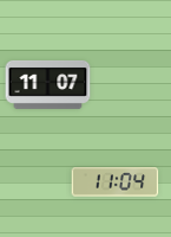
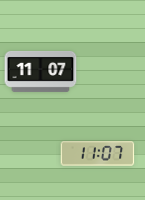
clock at (116, 182): 11:04 -> 11:07
